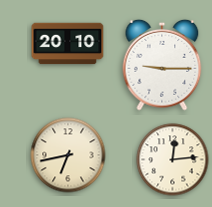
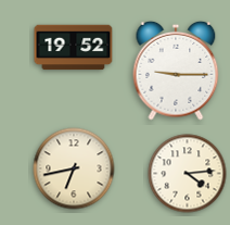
clock at (68, 44): 20:10 -> 19:52
clock at (173, 160): 12:14 -> 4:14
